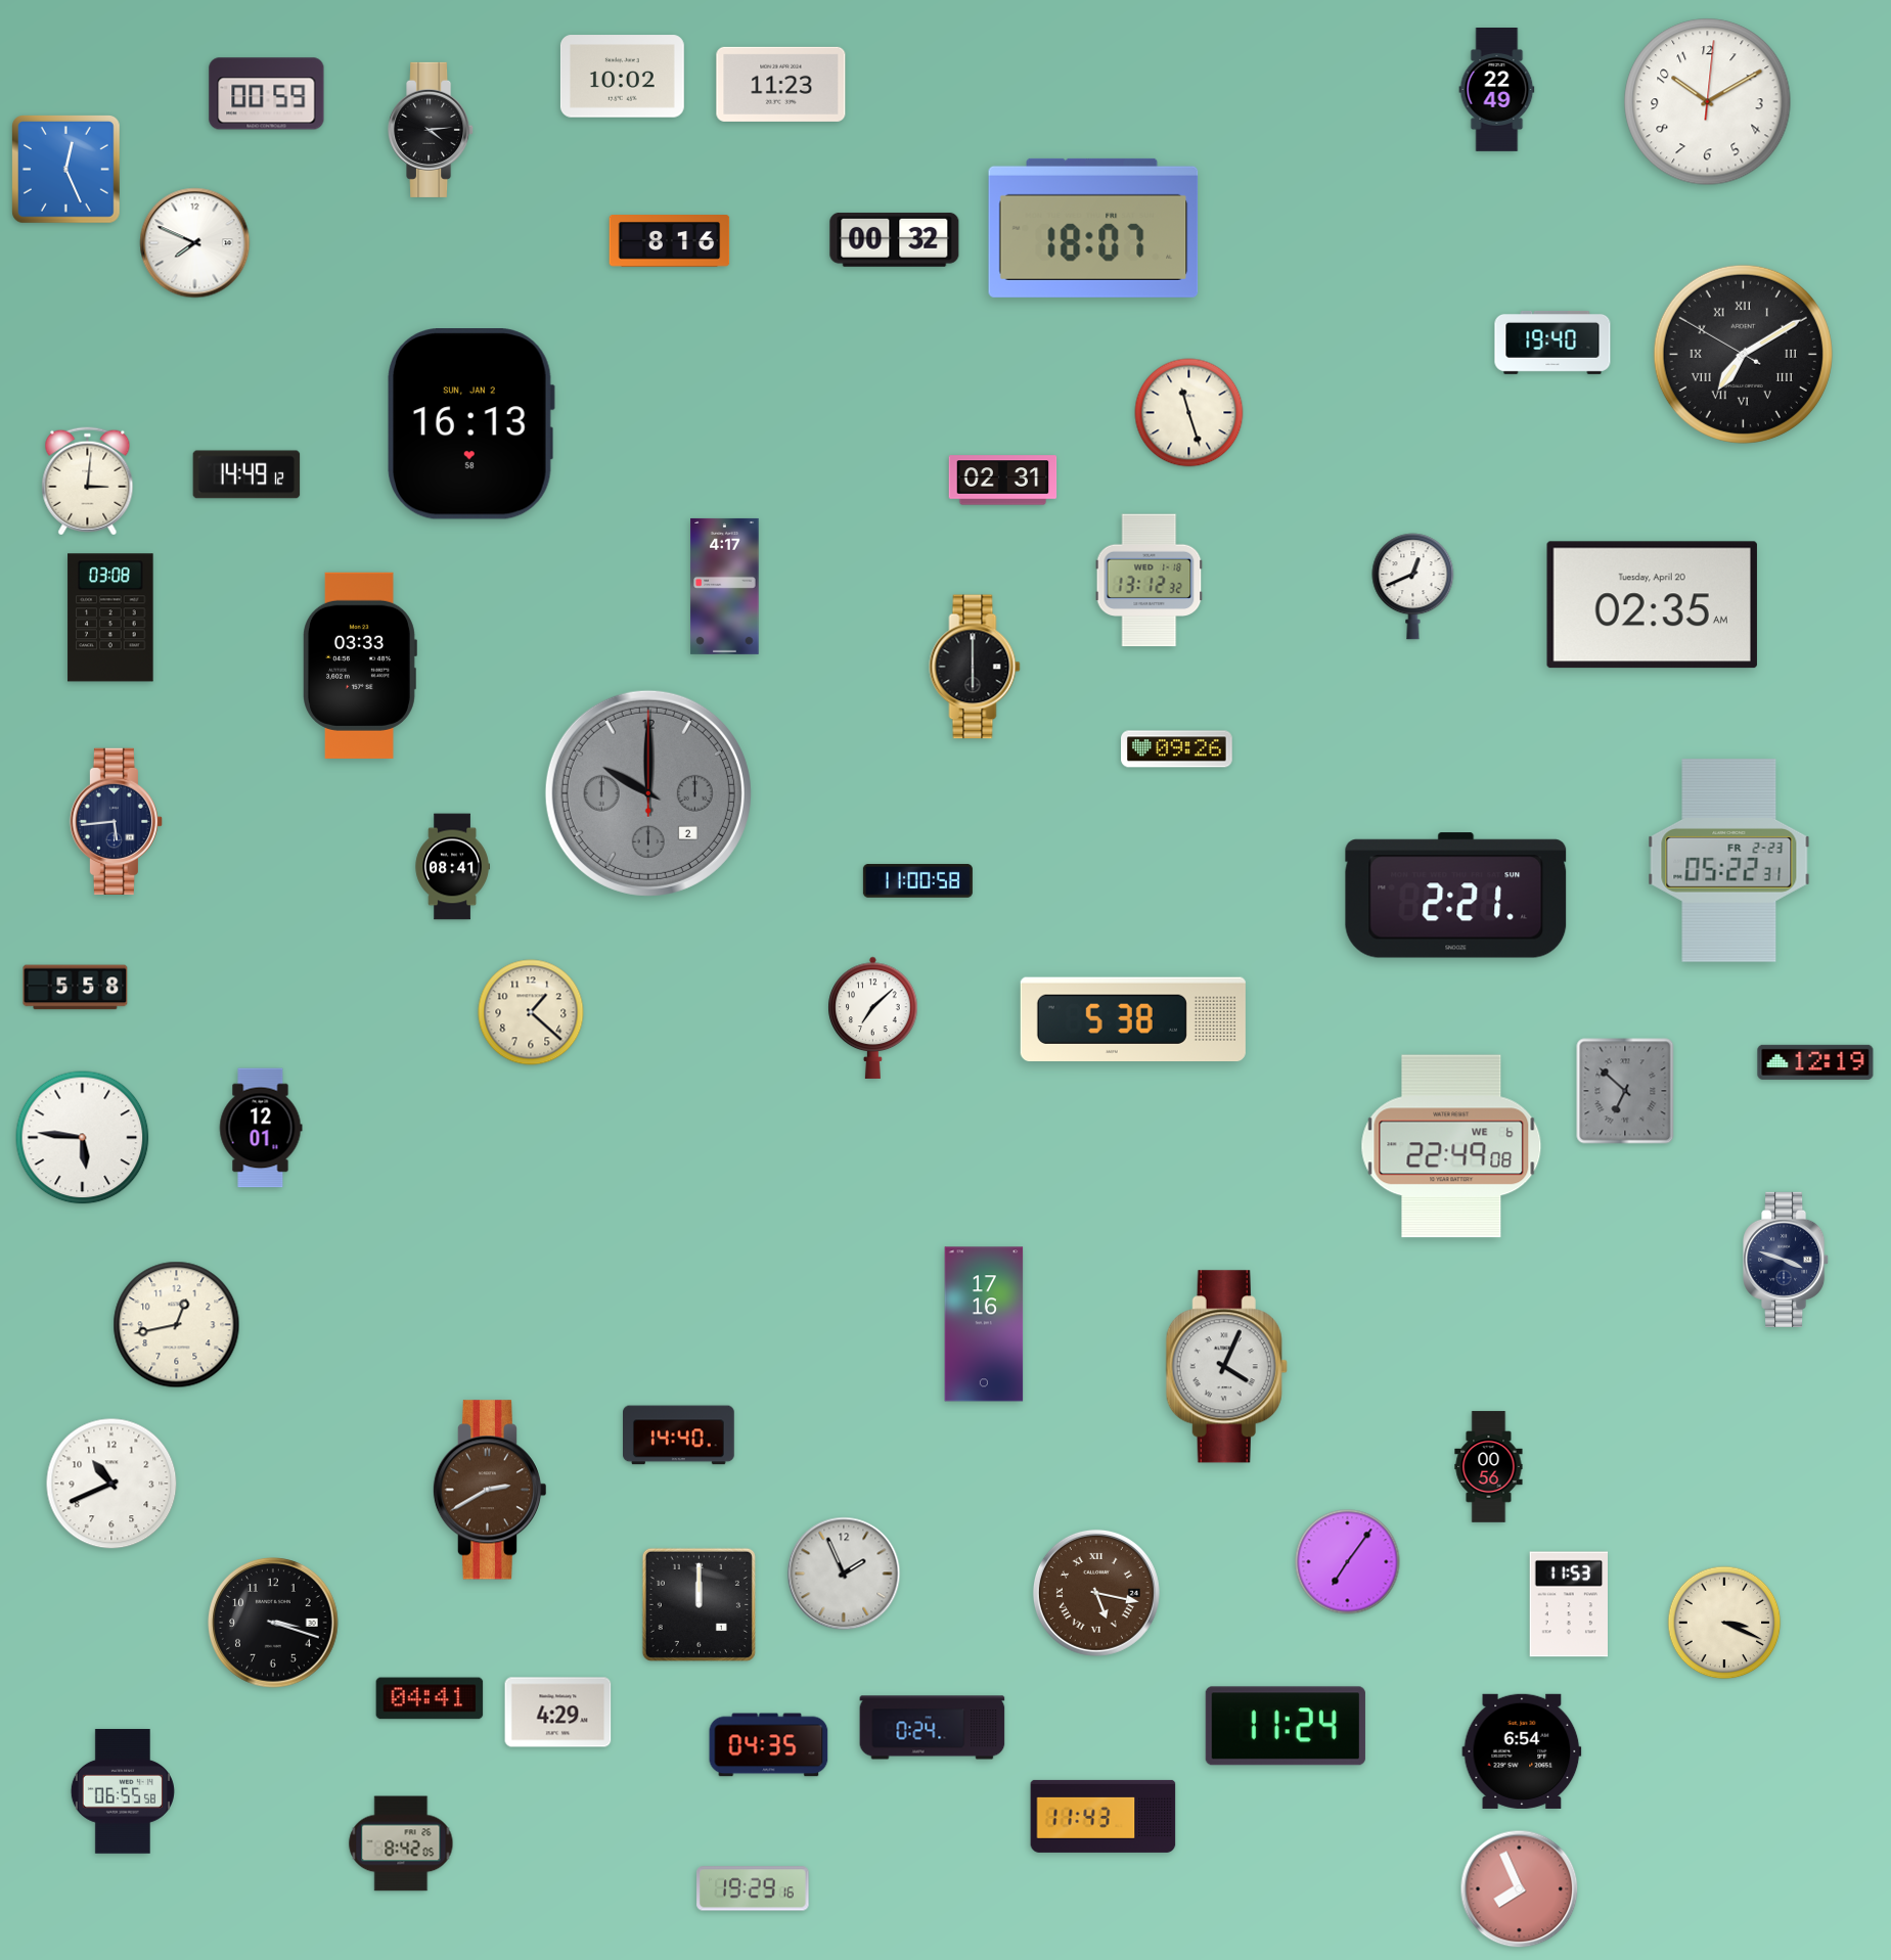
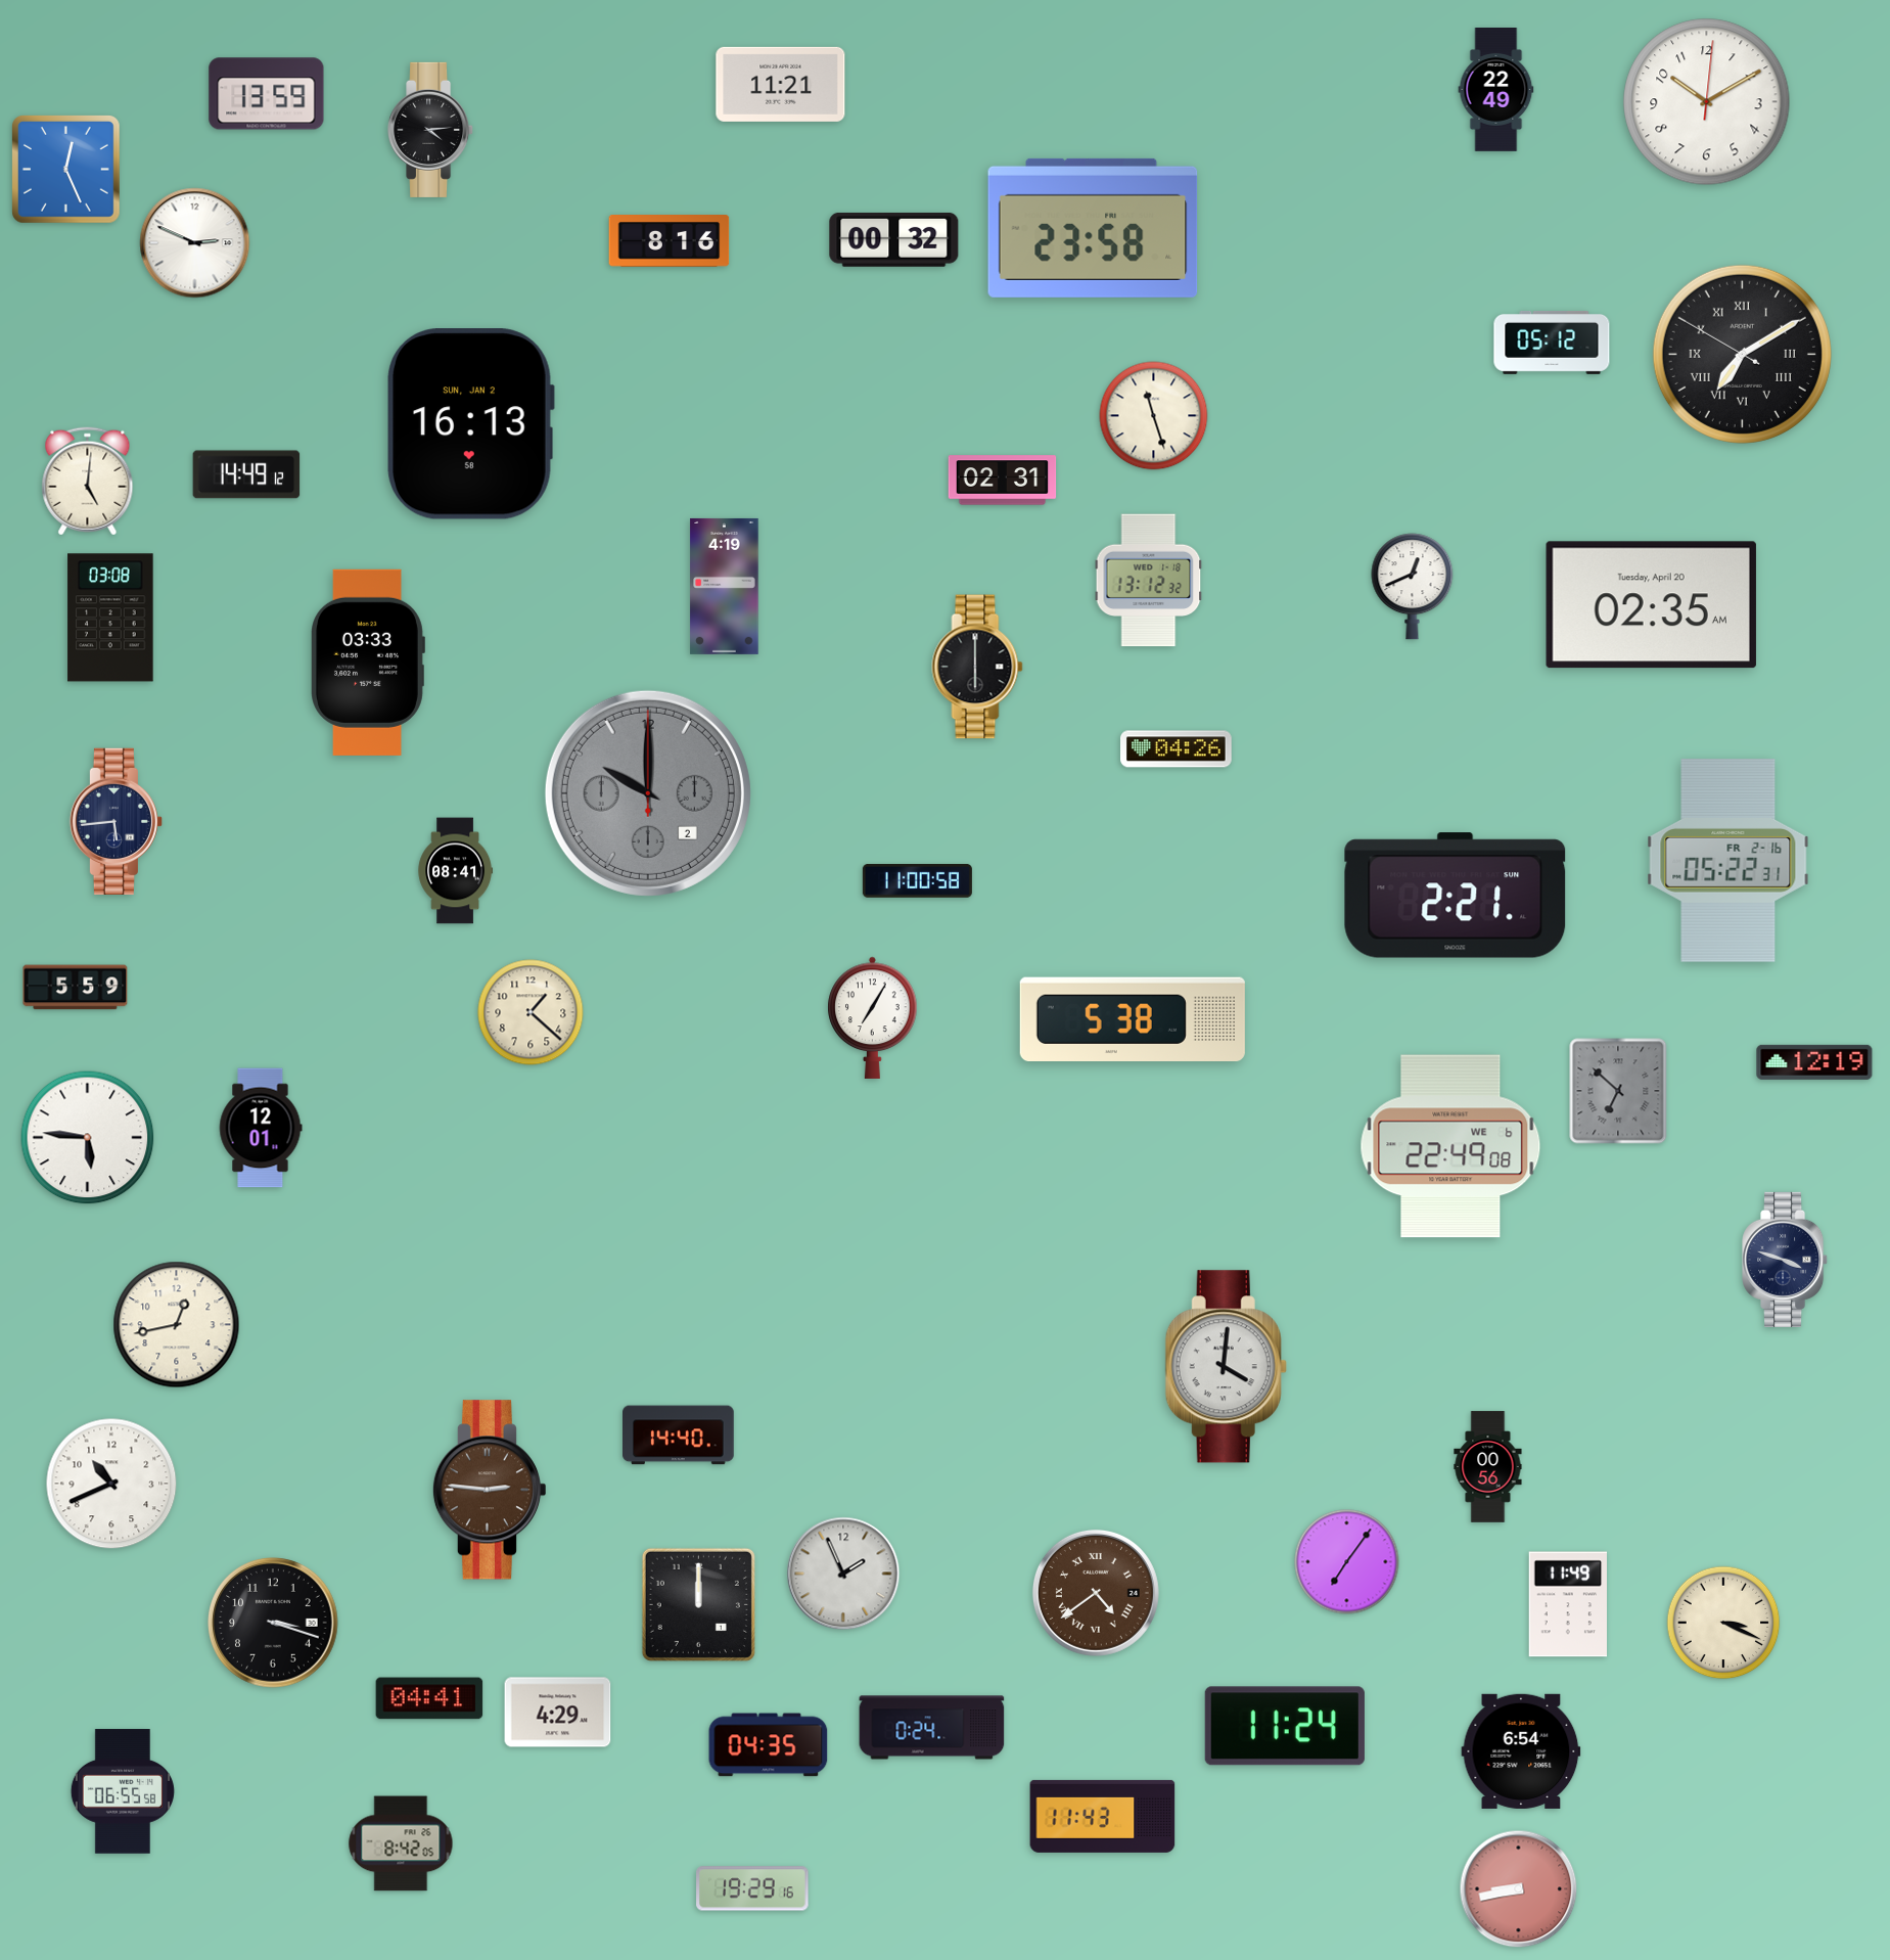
clock at (622, 77): 10:02 -> none
clock at (781, 84): 11:23 -> 11:21
clock at (267, 94): 00:59 -> 13:59
clock at (1093, 228): 18:07 -> 23:58
clock at (195, 243): 7:49 -> 2:49
clock at (1552, 343): 19:40 -> 05:12
clock at (1189, 413) position: (1189, 413) -> (1154, 416)
clock at (88, 482): 3:01 -> 5:01
clock at (725, 586): 4:17 -> 4:19
clock at (360, 666) position: (360, 666) -> (368, 663)
clock at (975, 667) position: (975, 667) -> (977, 667)
clock at (1177, 749): 09:26 -> 04:26
clock at (1729, 861) date: FR 2-23 -> FR 2-16
clock at (452, 867) position: (452, 867) -> (455, 871)
clock at (76, 988): 5:58 -> 5:59
clock at (873, 1017): 7:08 -> 7:05
clock at (1625, 1091) position: (1625, 1091) -> (1618, 1091)
clock at (83, 1138) position: (83, 1138) -> (88, 1138)
clock at (984, 1324): 17:16 -> none
clock at (1226, 1367): 4:04 -> 4:01
clock at (489, 1490): 2:40 -> 2:46
clock at (1096, 1593): 5:17 -> 4:39
clock at (1568, 1604): 11:53 -> 11:49
clock at (1520, 1889): 7:56 -> 8:43
